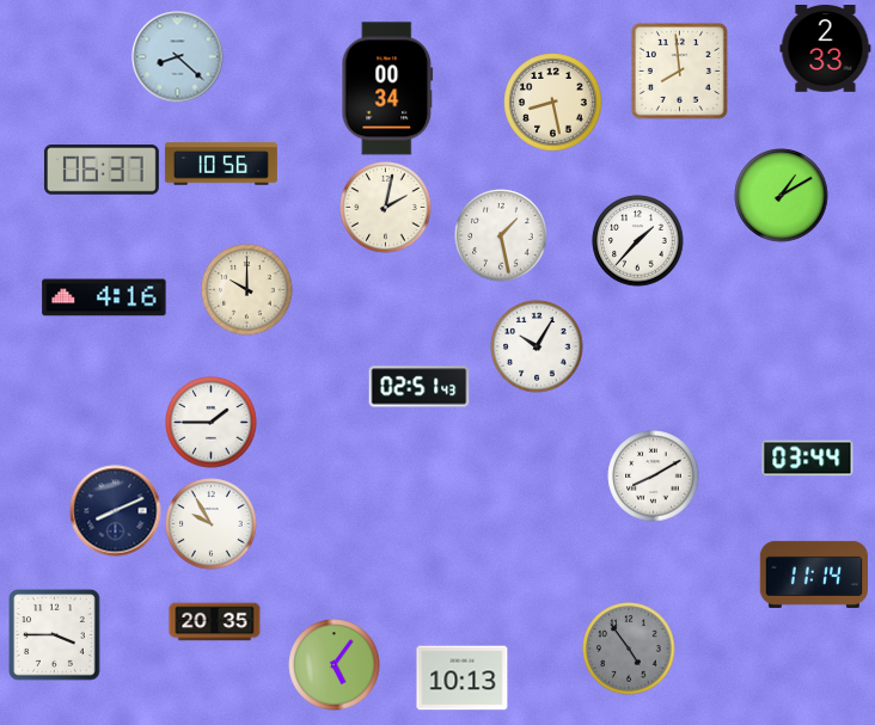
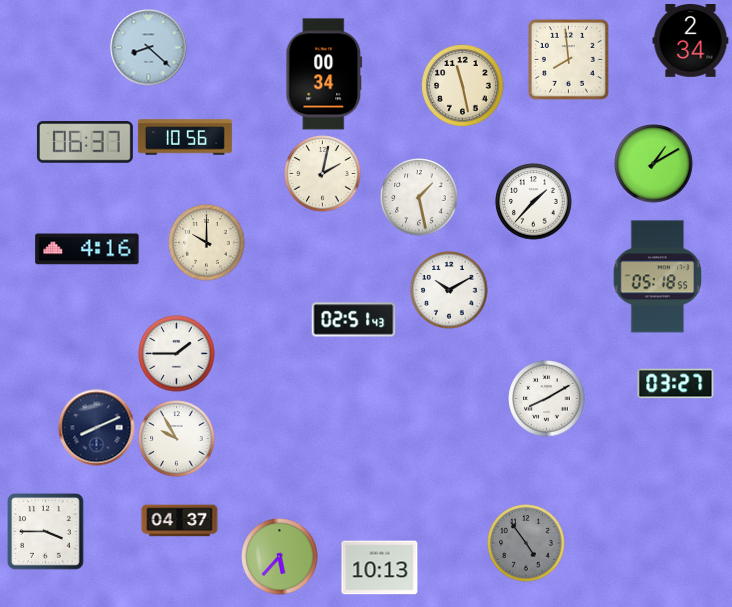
clock at (826, 49): 2:33 -> 2:34
clock at (553, 103): 8:28 -> 11:28
clock at (658, 277): none -> 05:18
clock at (537, 346): 10:05 -> 10:10
clock at (420, 387) position: (420, 387) -> (354, 320)
clock at (808, 459): 03:44 -> 03:27
clock at (814, 575): 11:14 -> none
clock at (215, 622): 20:35 -> 04:37
clock at (335, 665): 5:06 -> 5:37
clock at (463, 678) position: (463, 678) -> (380, 568)
